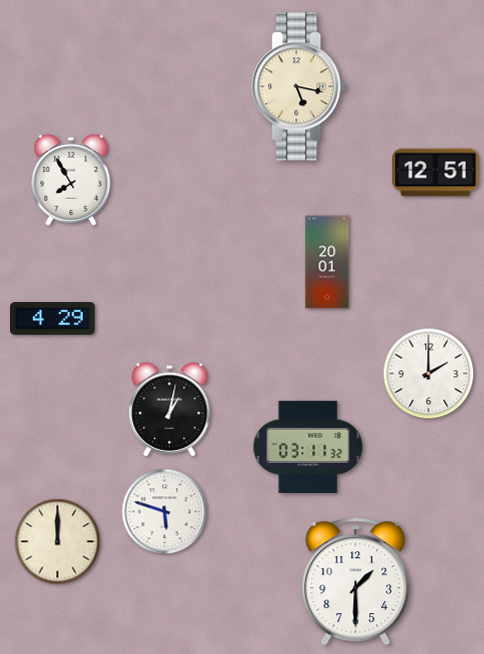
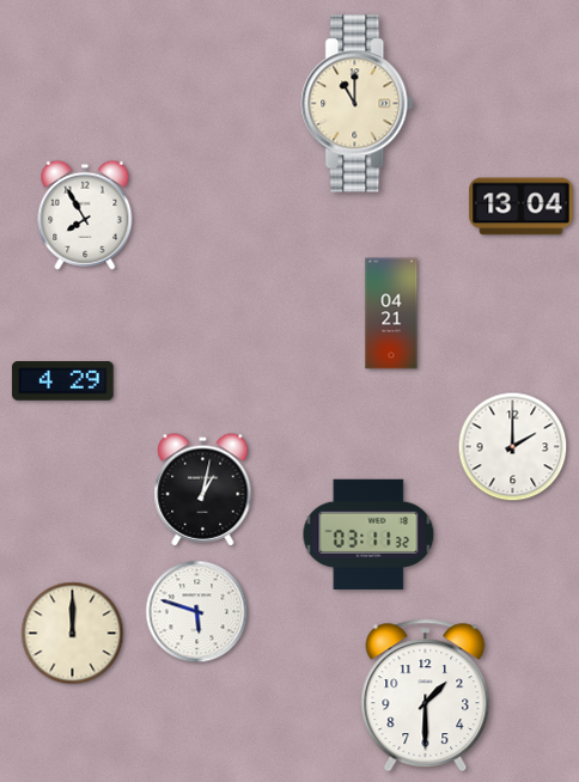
clock at (299, 87): 5:17 -> 11:00
clock at (436, 173): 12:51 -> 13:04
clock at (327, 262): 20:01 -> 04:21
clock at (58, 542) position: (58, 542) -> (73, 634)
